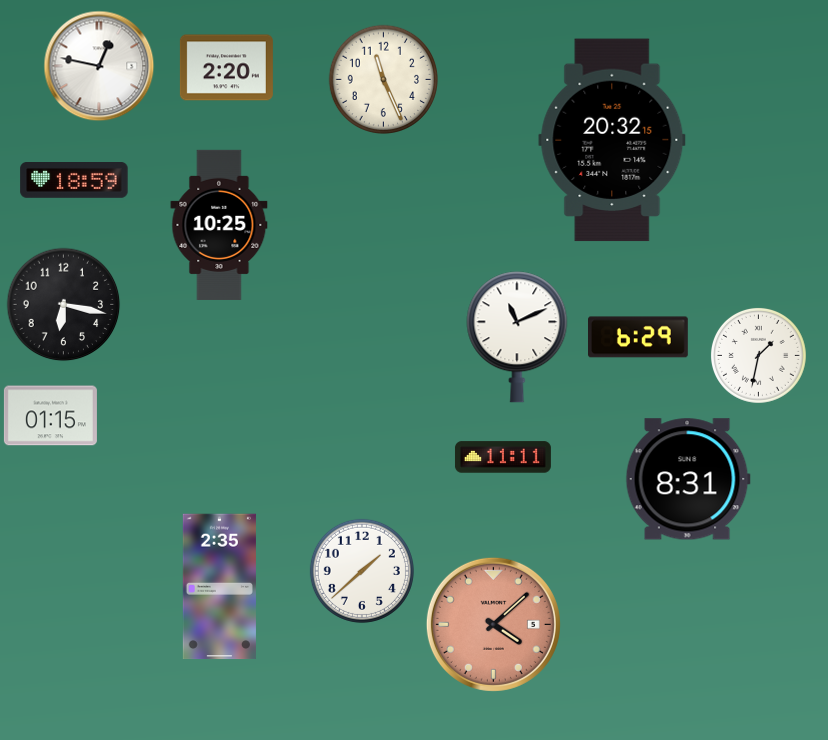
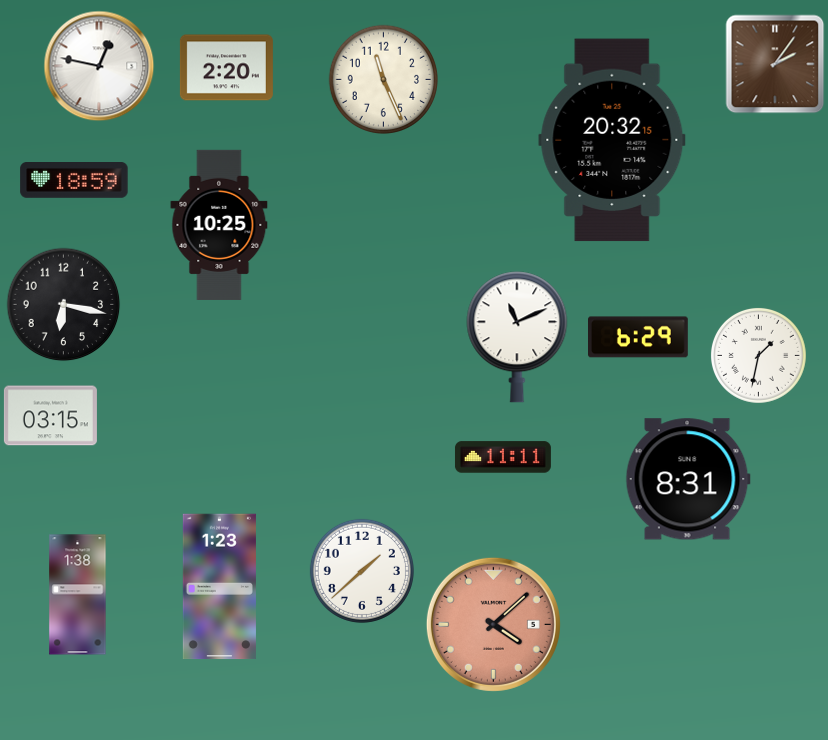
clock at (775, 64): none -> 2:06
clock at (50, 416): 01:15 -> 03:15
clock at (219, 587): 2:35 -> 1:23
clock at (78, 595): none -> 1:38
